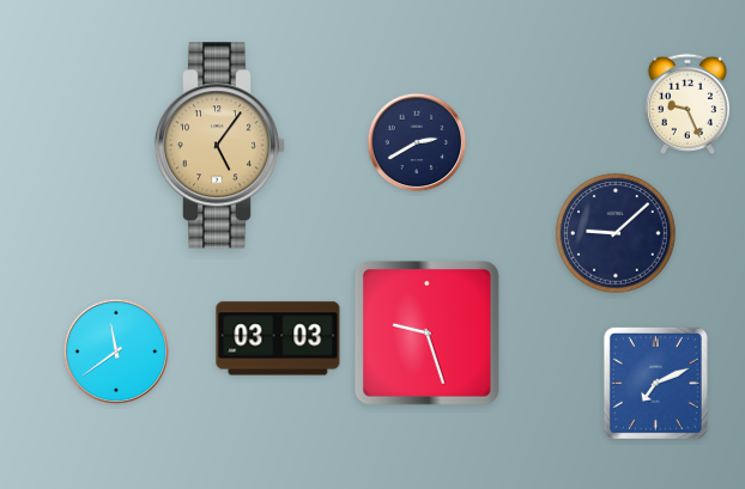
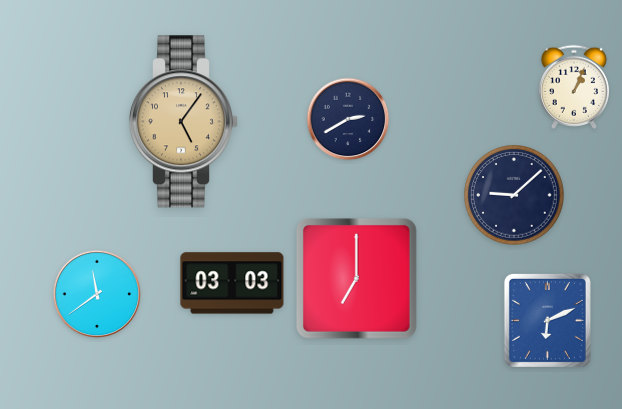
clock at (688, 104): 9:26 -> 1:04
clock at (426, 332): 9:27 -> 7:00
clock at (655, 383): 7:11 -> 6:11
